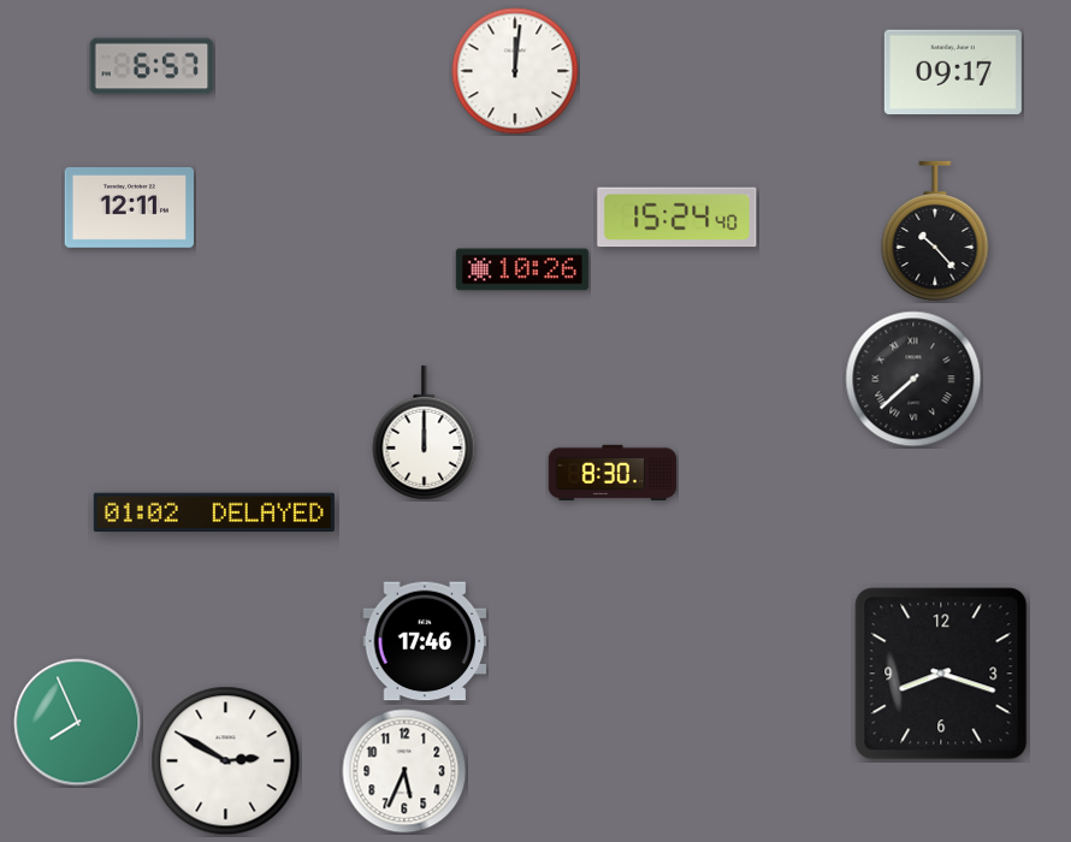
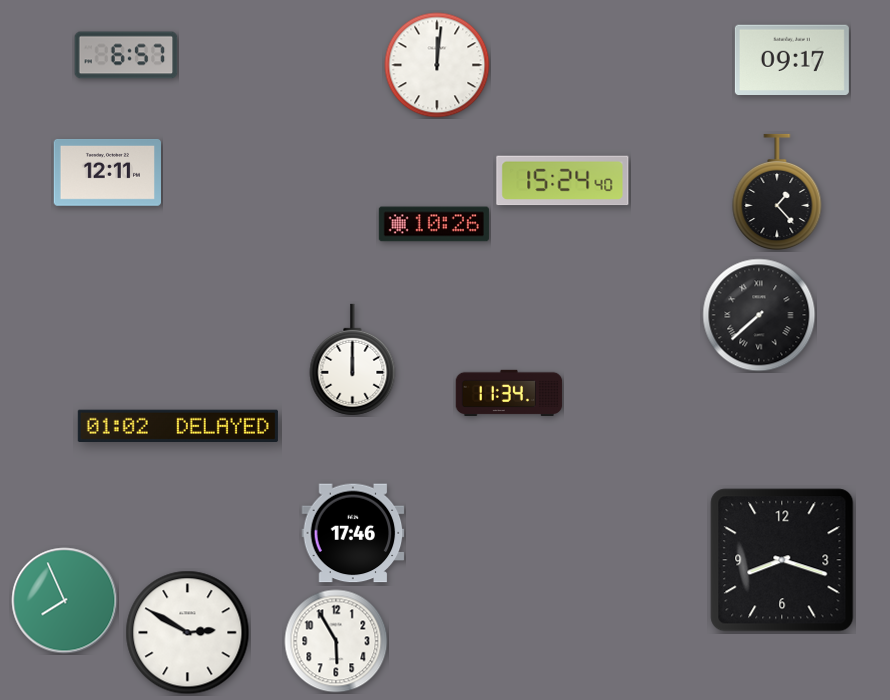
clock at (515, 71) position: (515, 71) -> (437, 65)
clock at (935, 231): 10:23 -> 1:23
clock at (613, 472): 8:30 -> 11:34
clock at (404, 771): 5:34 -> 5:55
